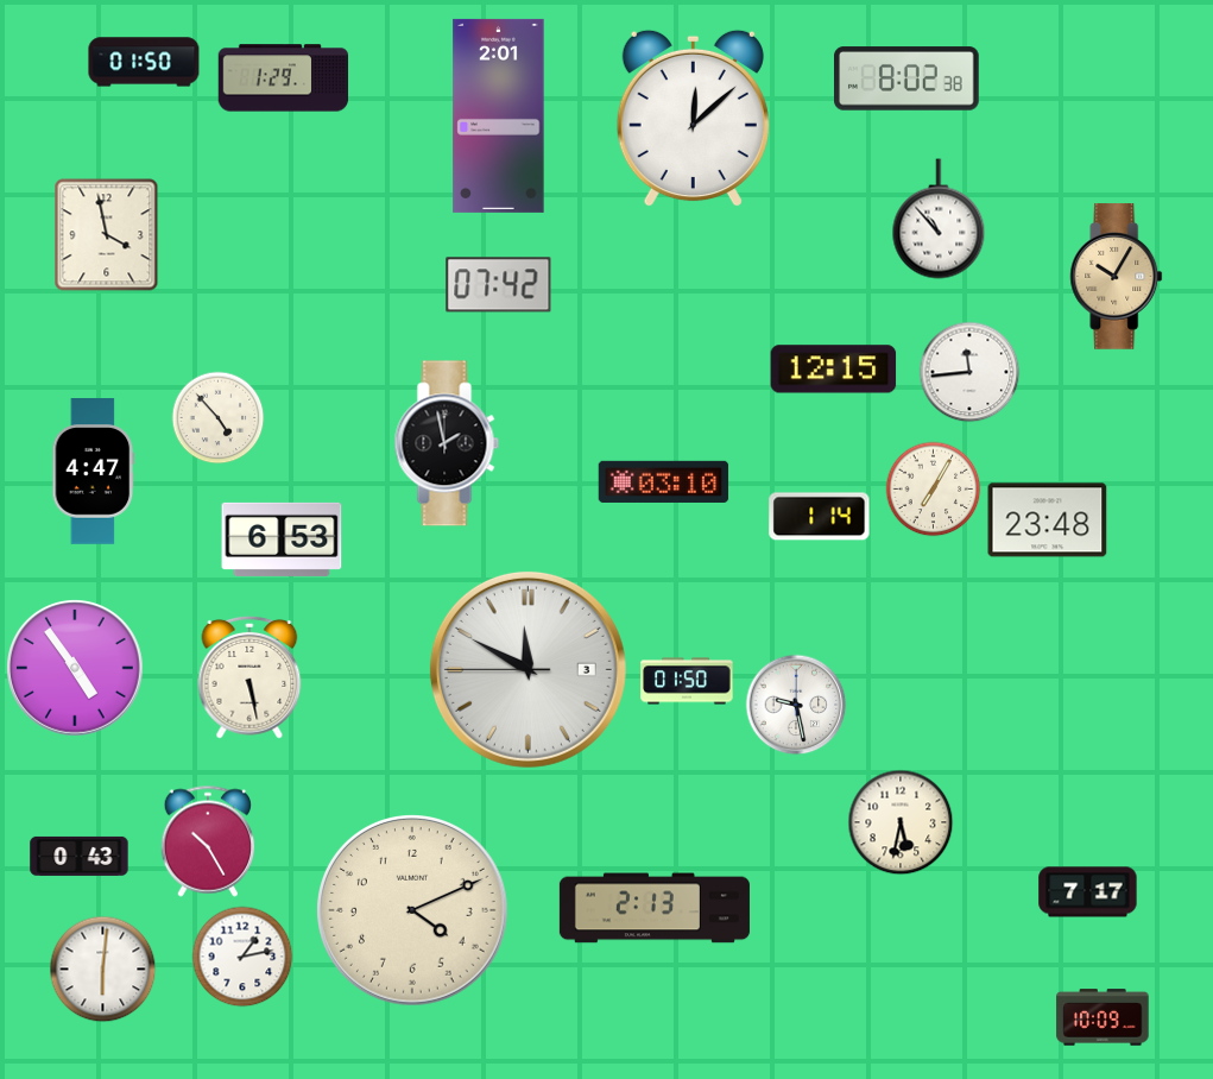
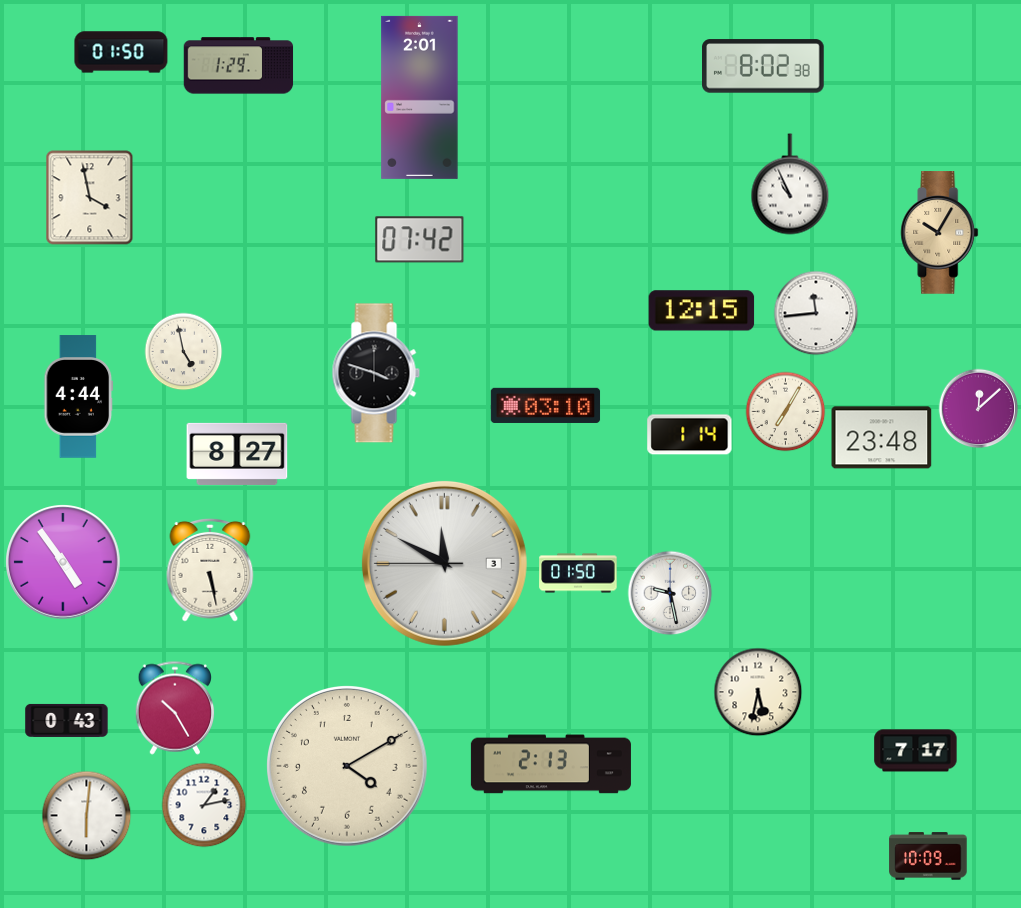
clock at (693, 119): 12:08 -> none
clock at (939, 219): 10:53 -> 10:56
clock at (217, 417): 4:53 -> 4:58
clock at (447, 443): 1:58 -> 3:48
clock at (94, 472): 4:47 -> 4:44
clock at (664, 481) position: (664, 481) -> (546, 405)
clock at (978, 408): none -> 12:08
clock at (282, 539): 6:53 -> 8:27
clock at (413, 911): 4:11 -> 4:10
